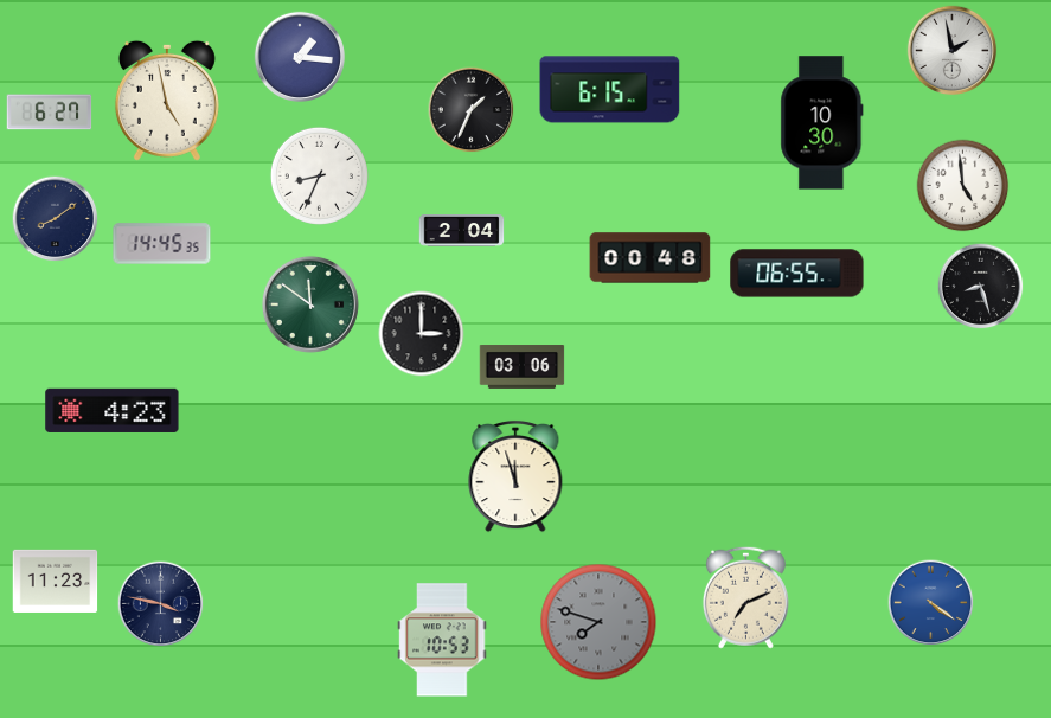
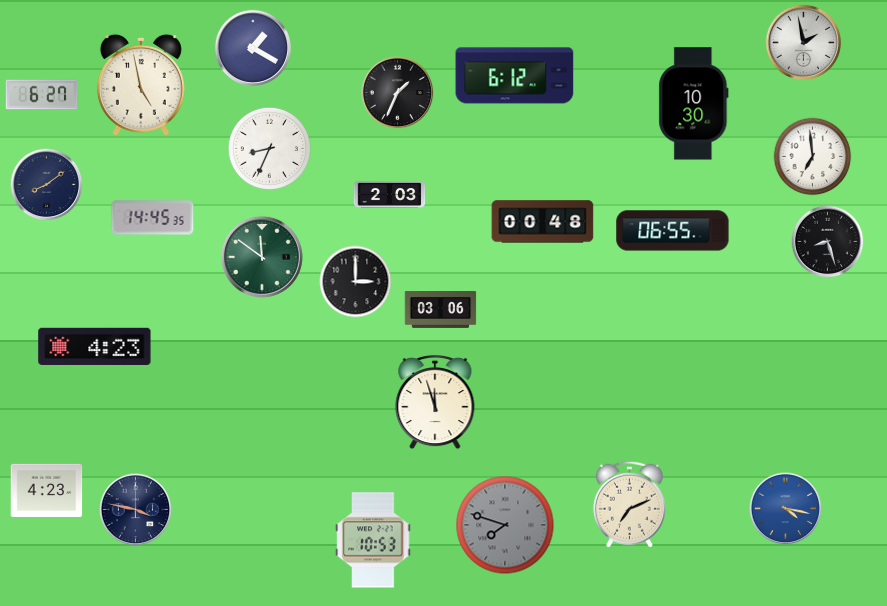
clock at (299, 56): 1:16 -> 1:20
clock at (610, 90): 6:15 -> 6:12
clock at (963, 186): 4:59 -> 6:59
clock at (462, 231): 2:04 -> 2:03
clock at (162, 244) position: (162, 244) -> (153, 218)
clock at (651, 258) position: (651, 258) -> (543, 222)
clock at (56, 581): 11:23 -> 4:23
clock at (931, 603): 4:21 -> 4:17
